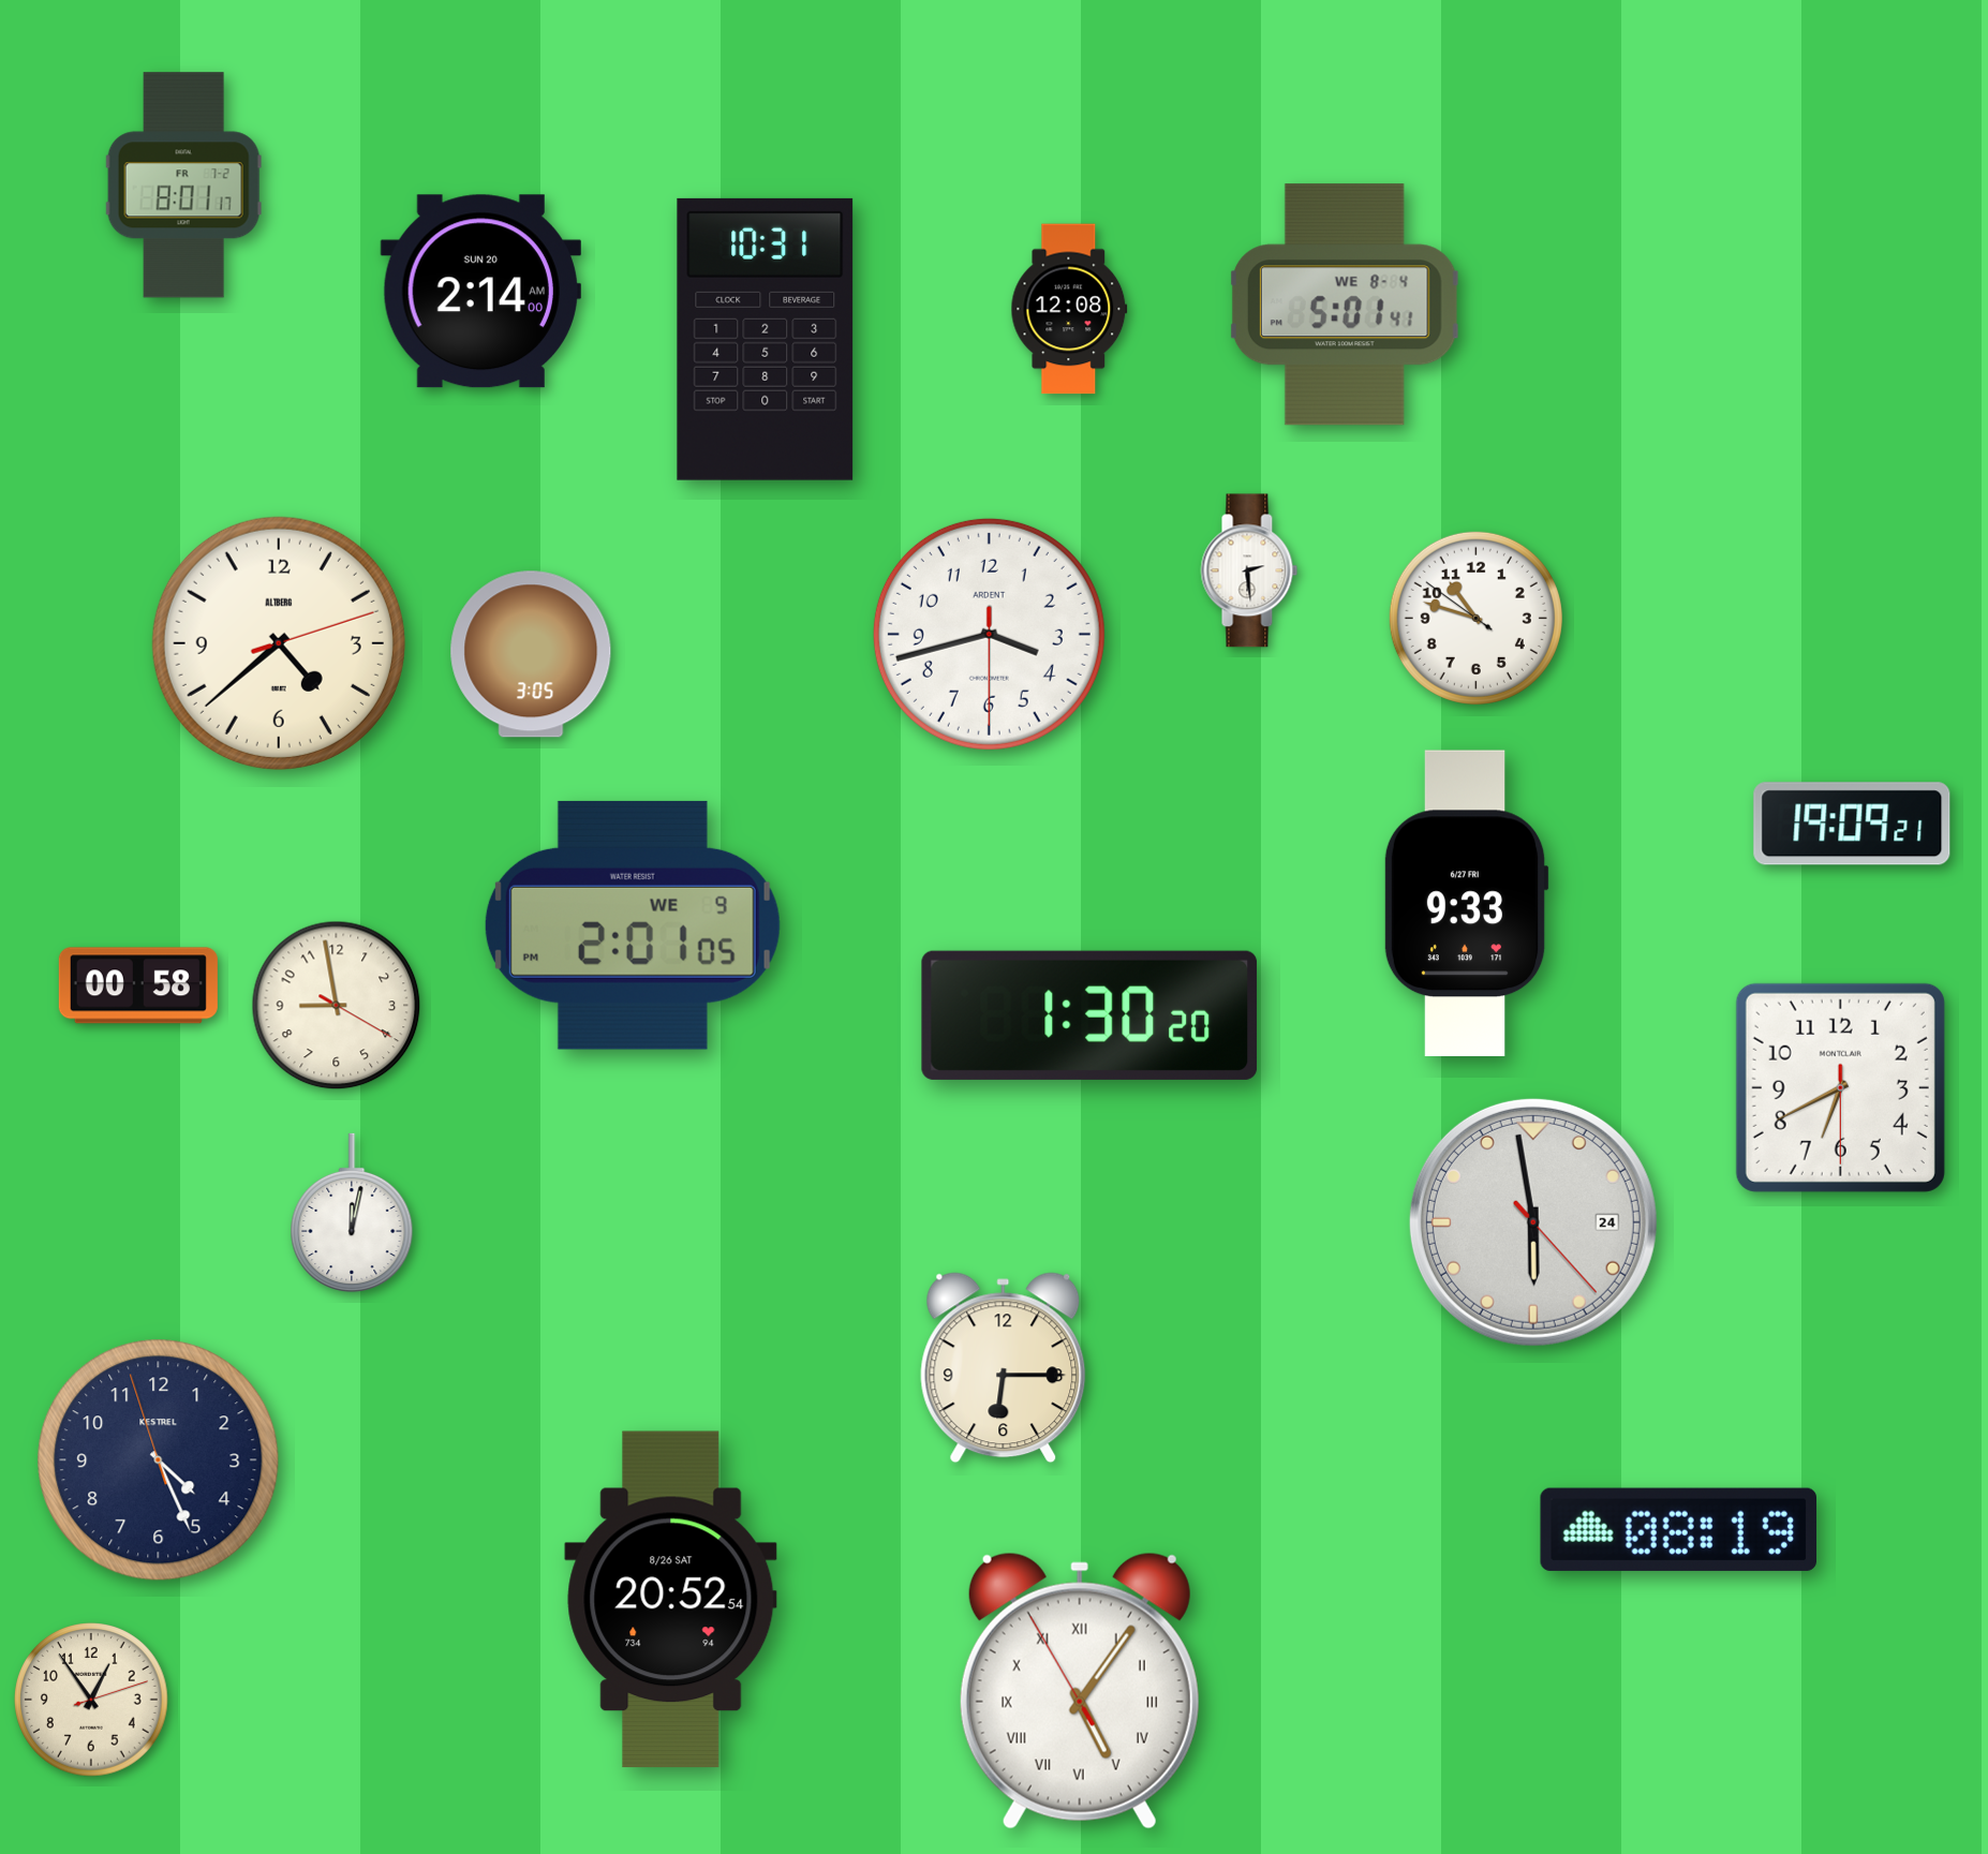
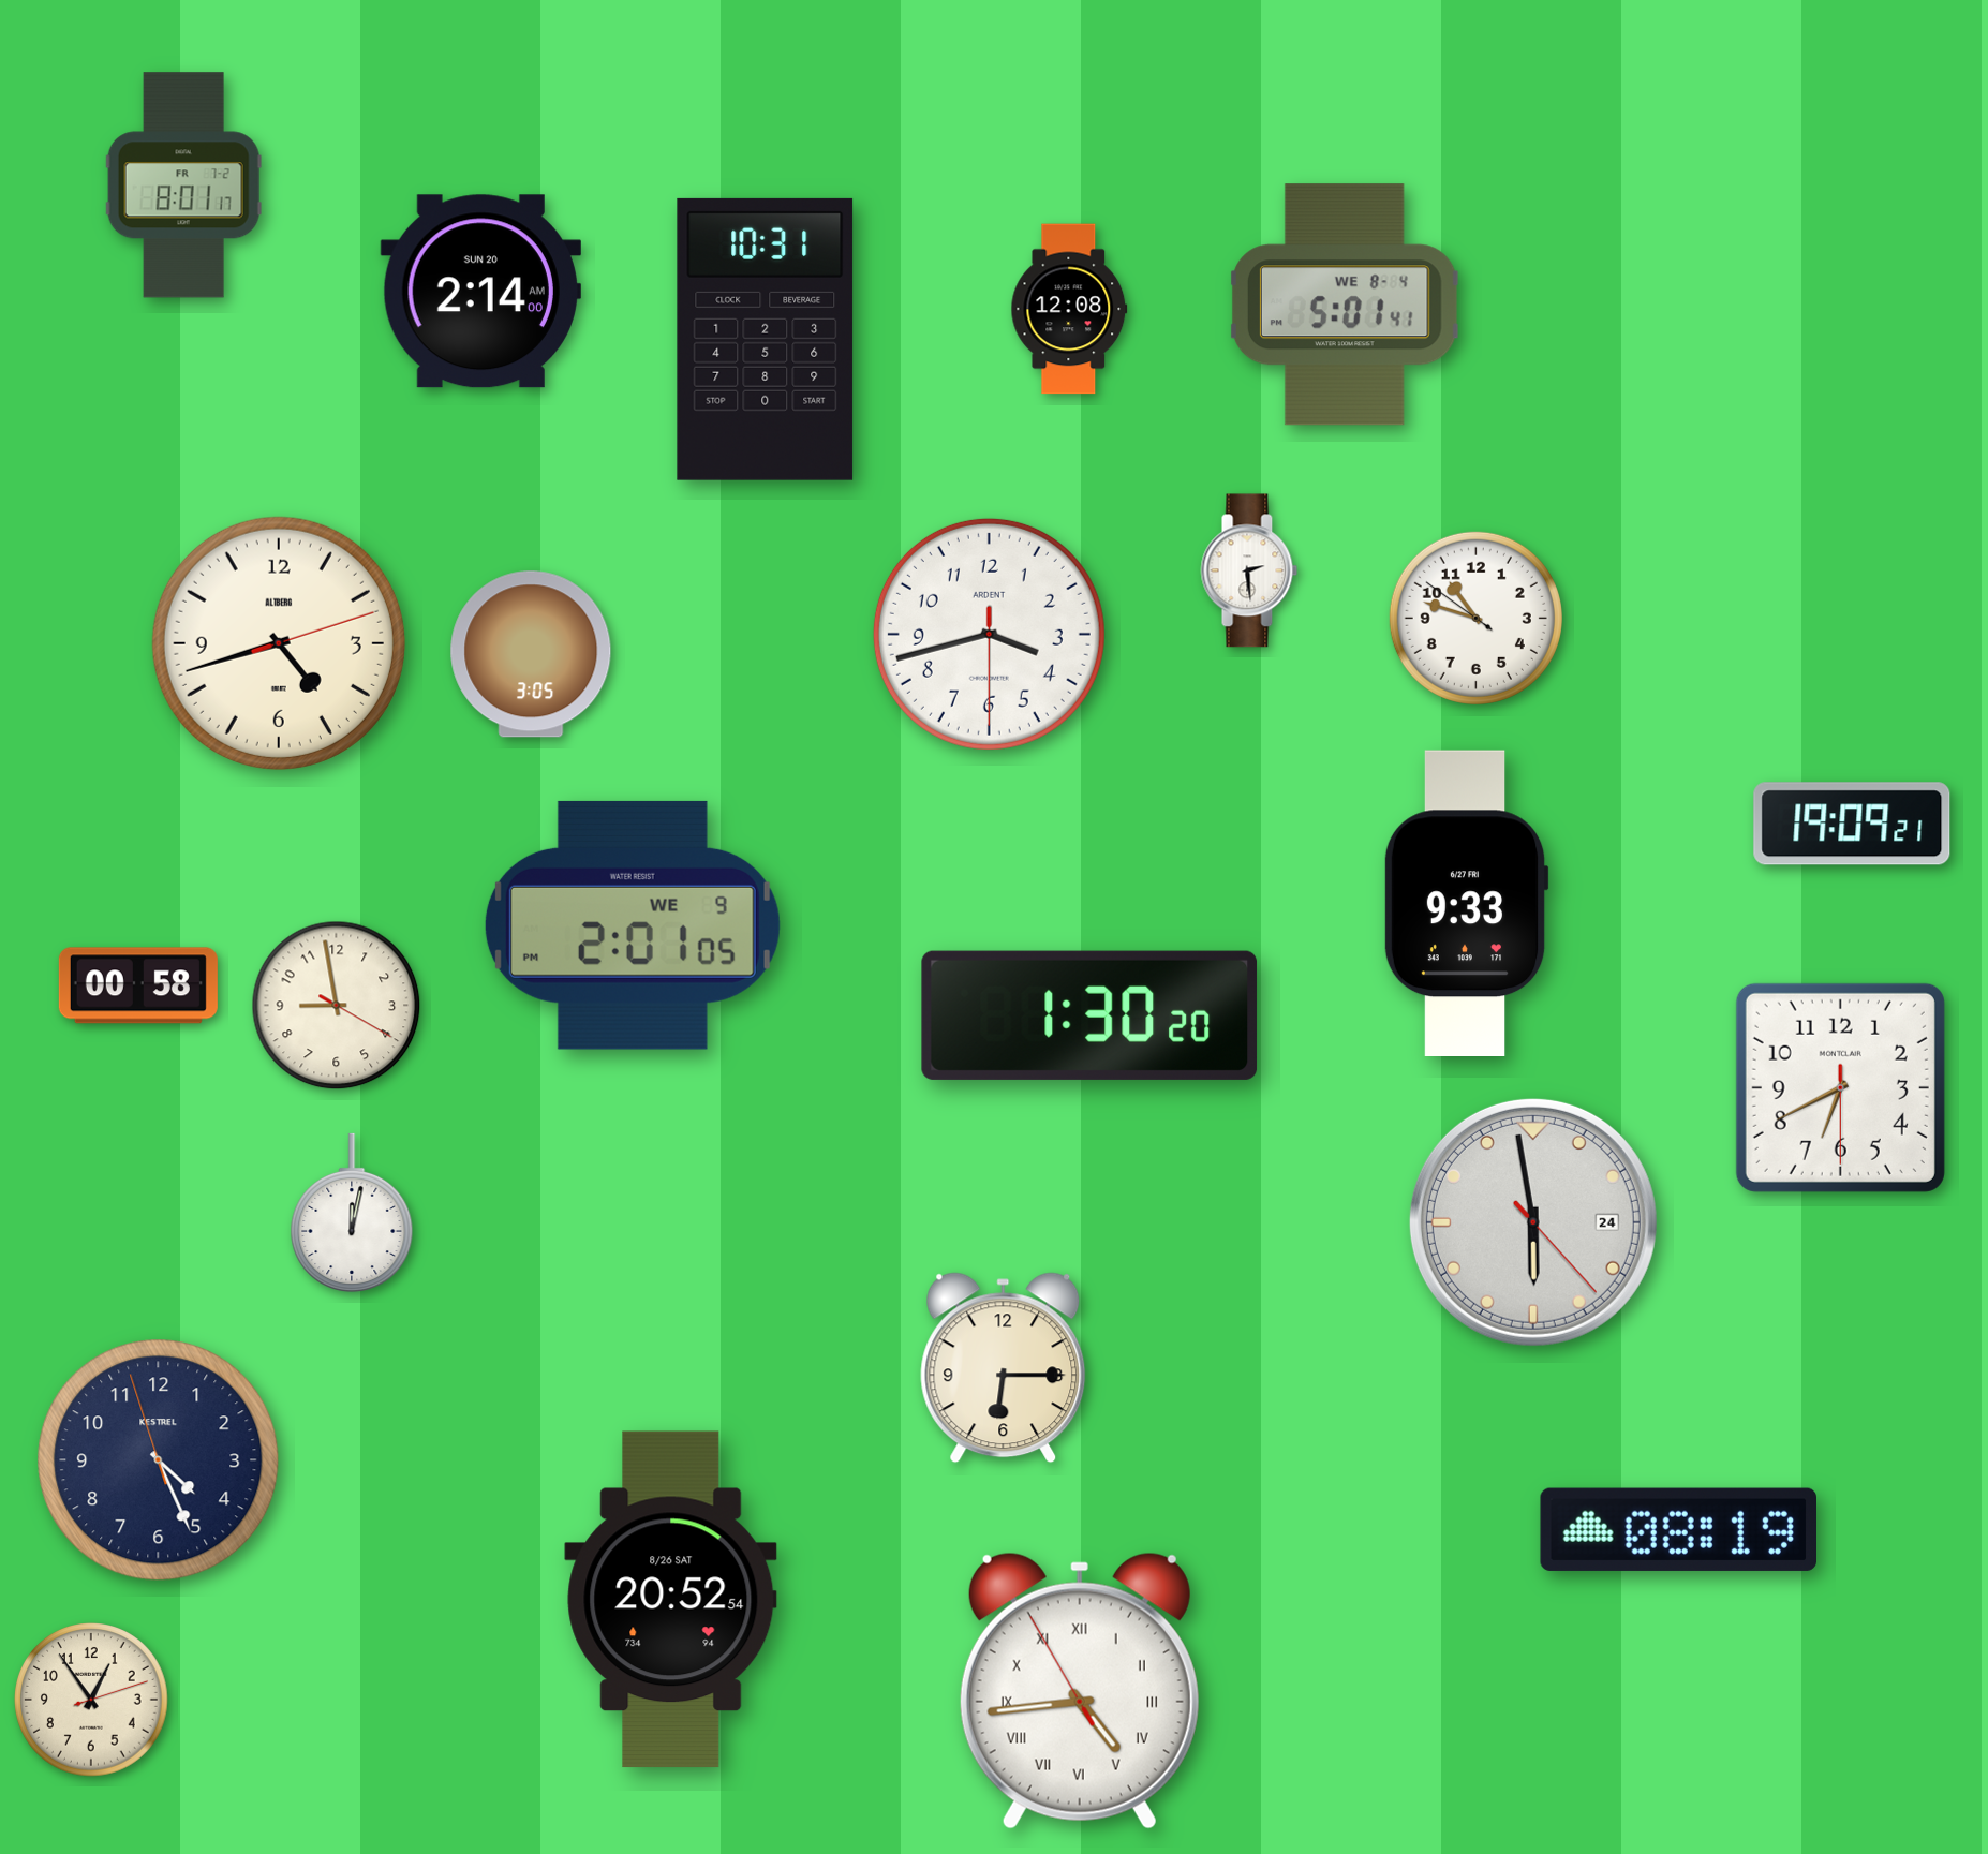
clock at (279, 643): 4:38 -> 4:42
clock at (1080, 1691): 5:05 -> 4:43
